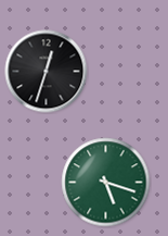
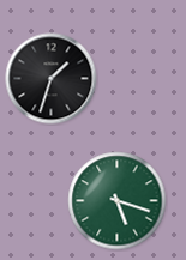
clock at (47, 72): 12:33 -> 1:33
